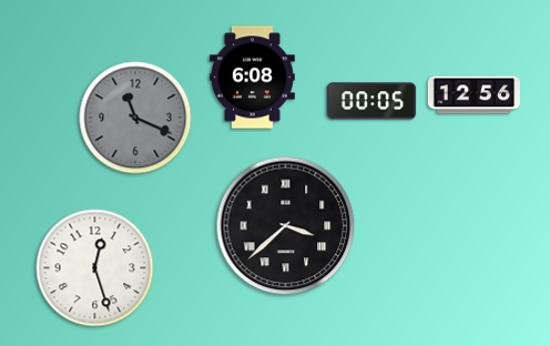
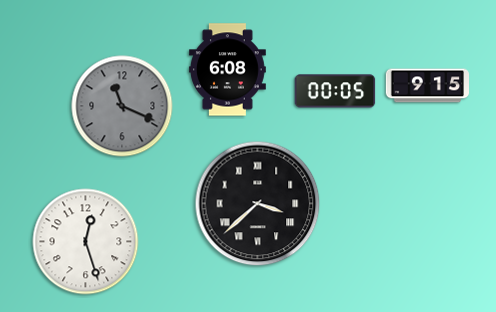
clock at (473, 95): 12:56 -> 9:15
